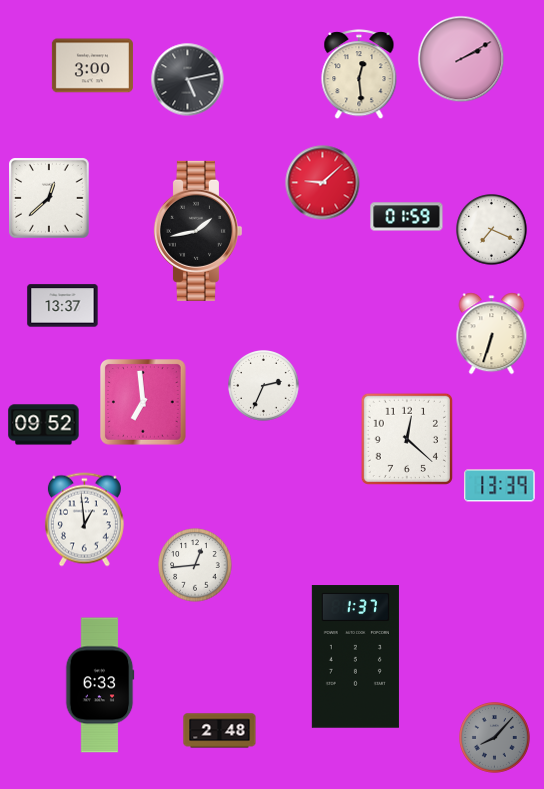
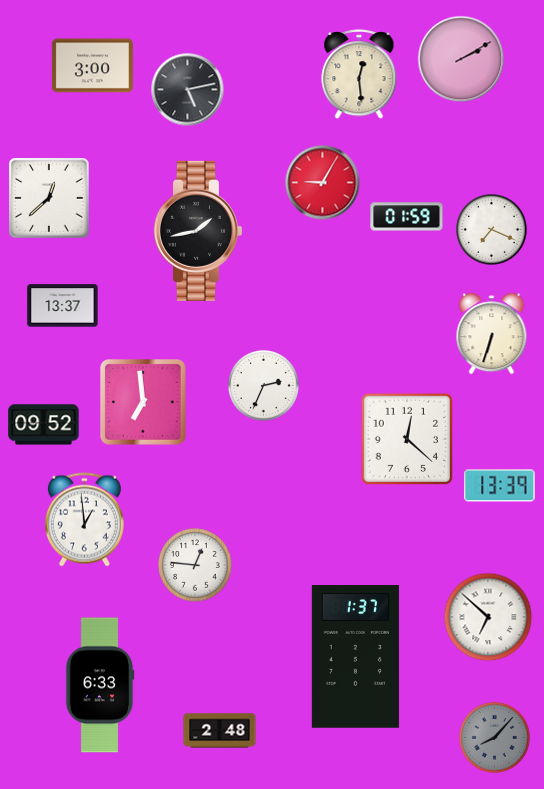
clock at (188, 80) position: (188, 80) -> (188, 90)
clock at (323, 183): 9:08 -> 9:05
clock at (195, 565): 12:44 -> 12:46
clock at (488, 617): none -> 6:52
